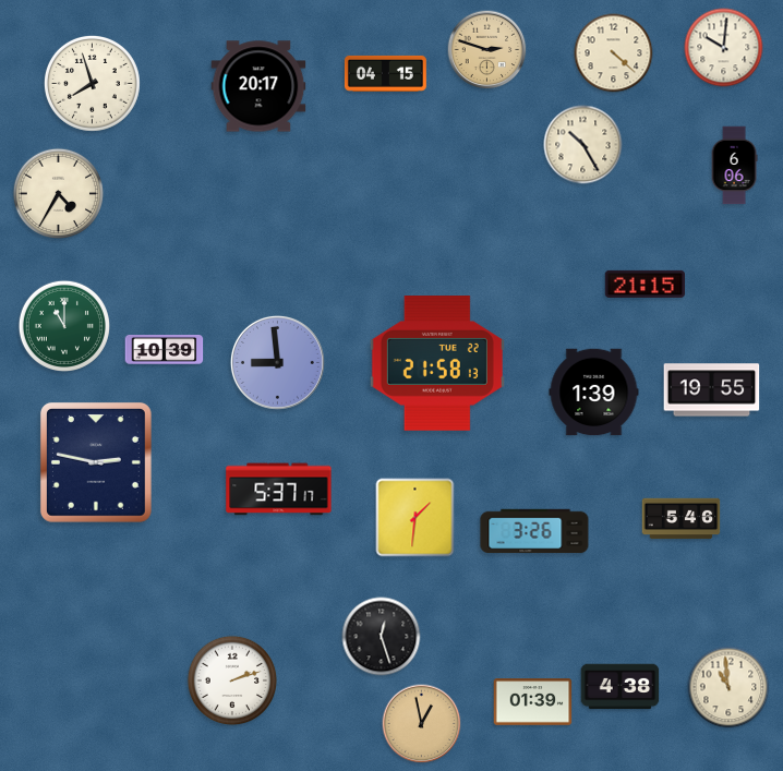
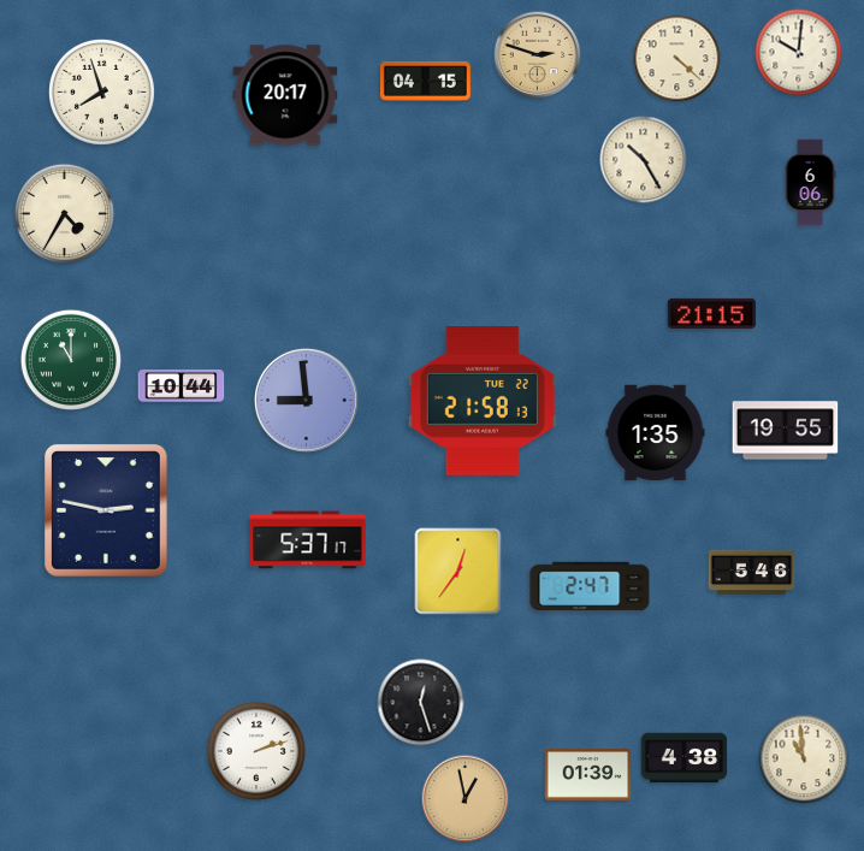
clock at (165, 350): 10:39 -> 10:44
clock at (594, 393): 1:39 -> 1:35
clock at (415, 518): 1:31 -> 12:36
clock at (534, 531): 3:26 -> 2:47
